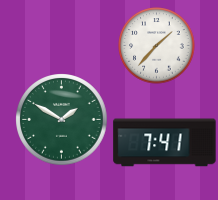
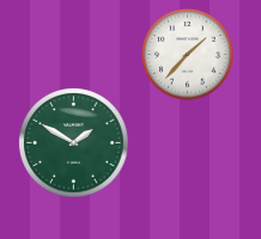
clock at (165, 143): 7:41 -> none
